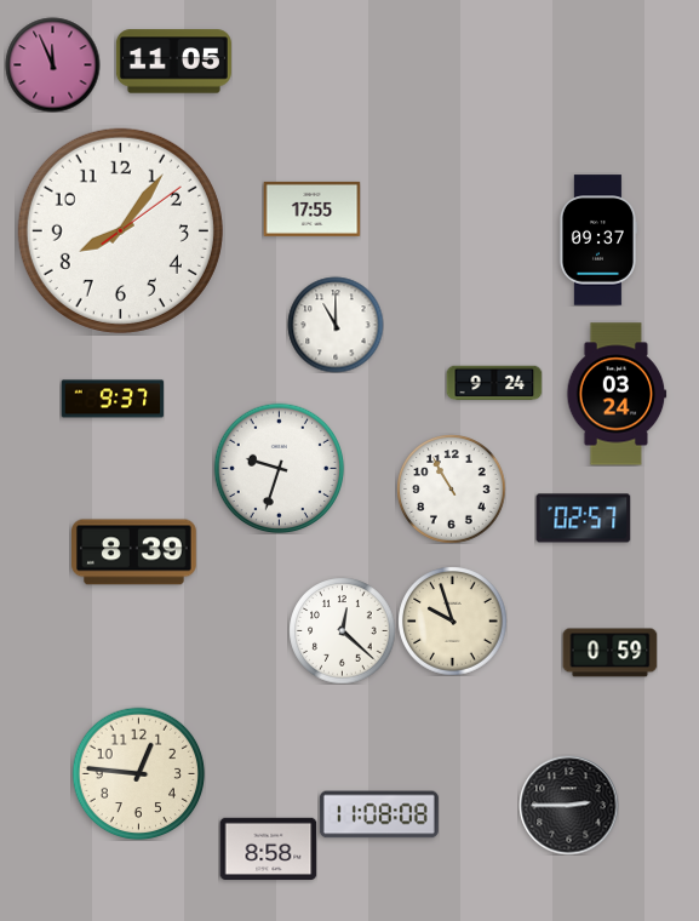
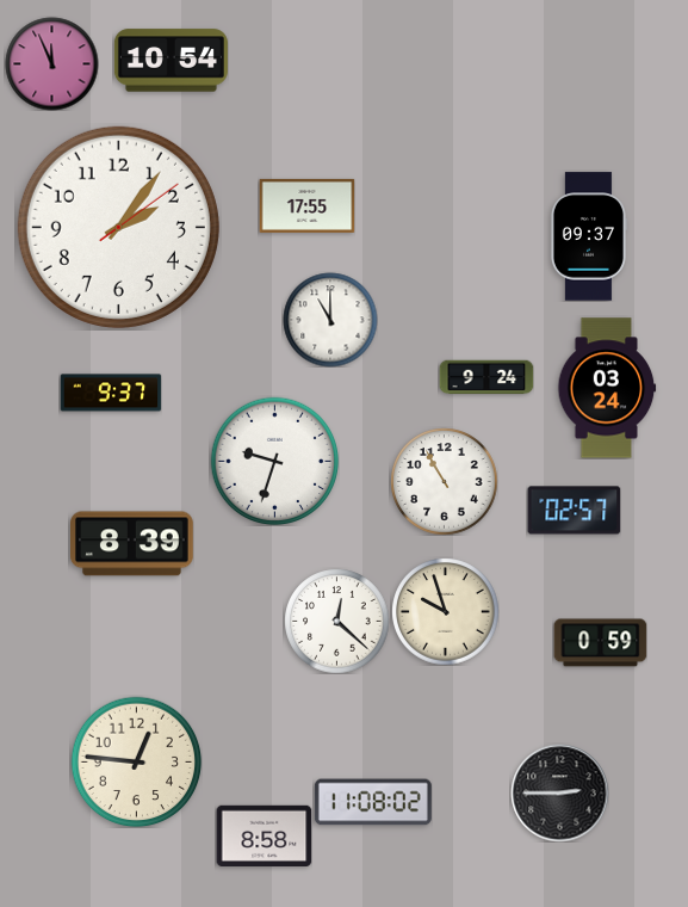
clock at (173, 62): 11:05 -> 10:54
clock at (120, 230): 8:06 -> 2:06
clock at (379, 814): 11:08:08 -> 11:08:02
